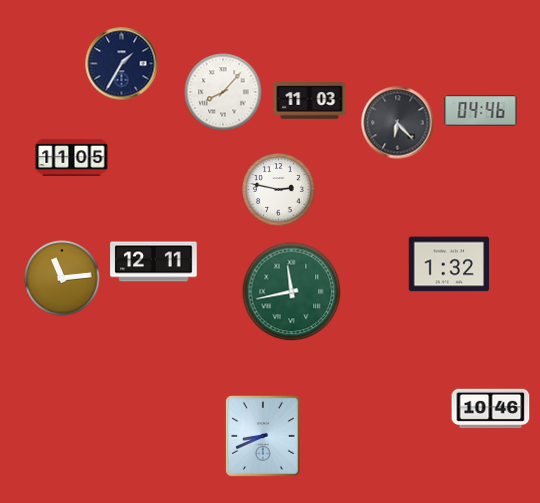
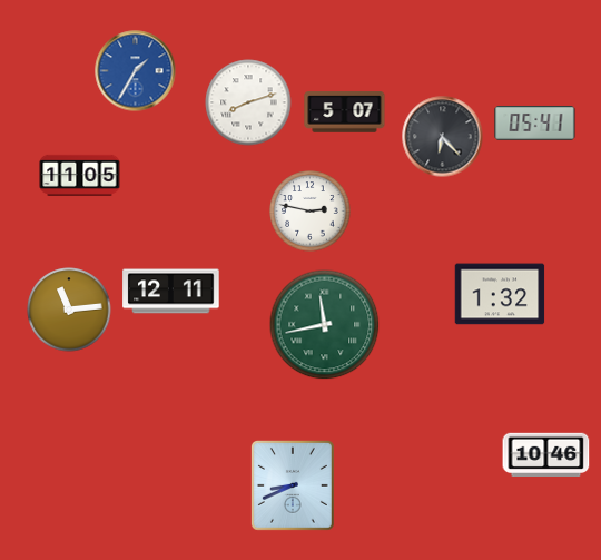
clock at (122, 64) dial: navy -> blue
clock at (223, 92): 8:07 -> 8:12
clock at (310, 101): 11:03 -> 5:07
clock at (481, 111): 04:46 -> 05:41
